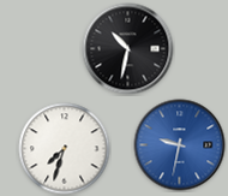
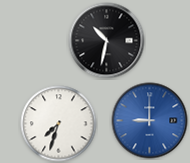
clock at (180, 145): 9:32 -> 9:00
clock at (65, 149) position: (65, 149) -> (59, 124)
